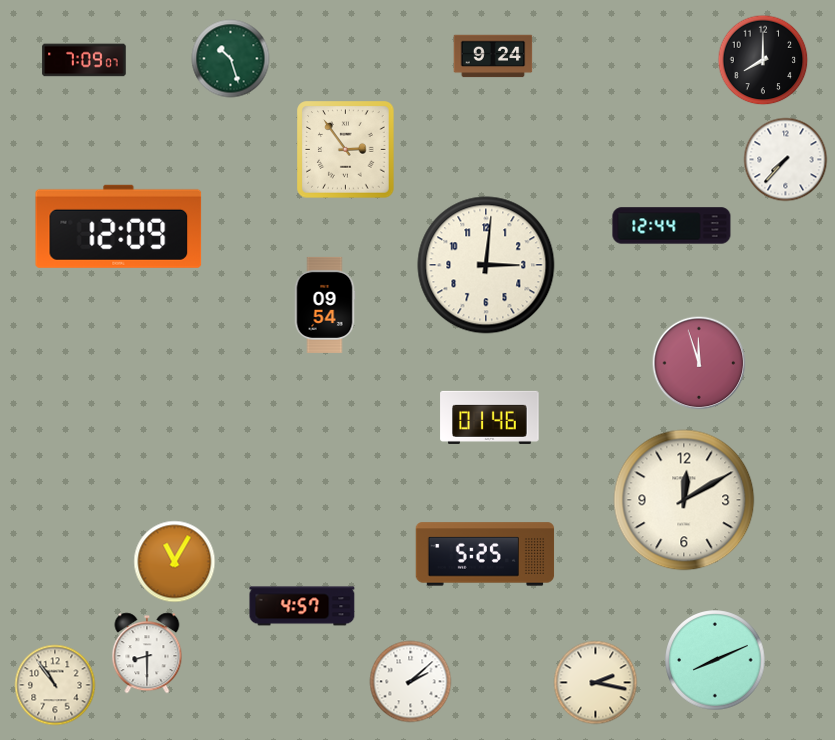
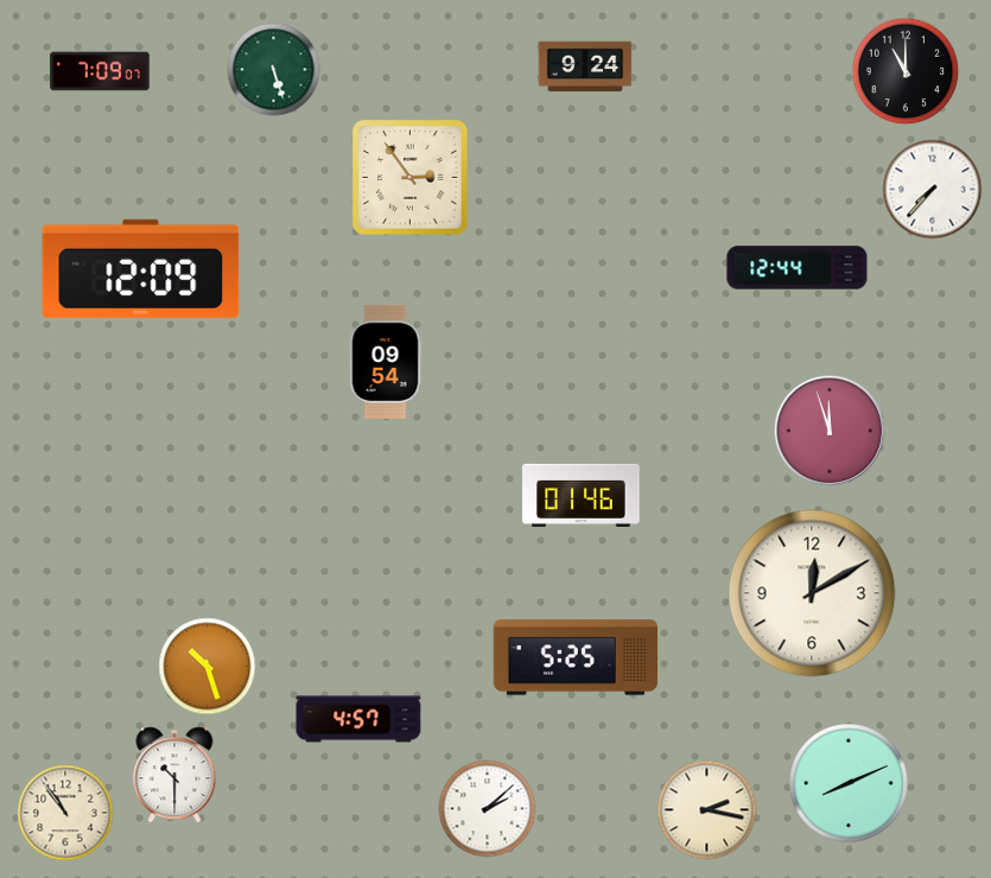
clock at (231, 59): 10:27 -> 5:27
clock at (763, 60): 8:00 -> 11:00
clock at (486, 265): 3:01 -> none
clock at (175, 562): 11:05 -> 10:27
clock at (147, 653): 8:30 -> 10:30
